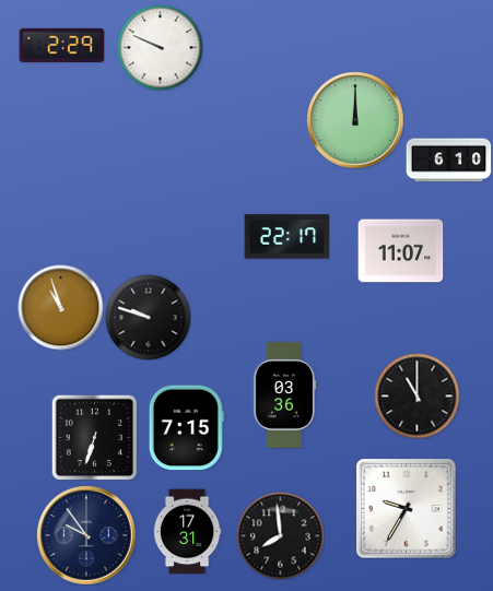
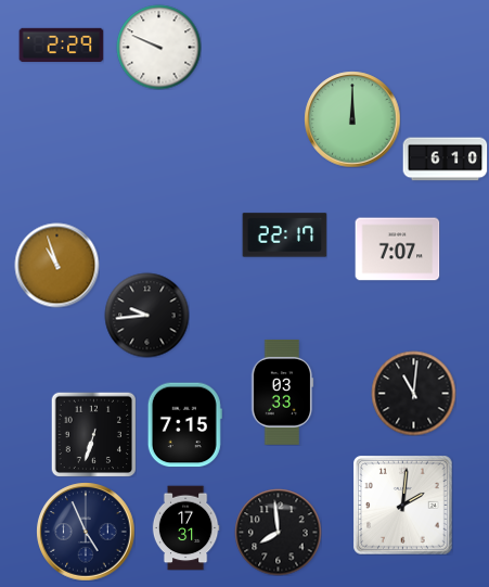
clock at (400, 251): 11:07 -> 7:07
clock at (60, 307) position: (60, 307) -> (56, 265)
clock at (148, 317): 9:48 -> 9:44
clock at (284, 394): 03:36 -> 03:33
clock at (416, 395): 11:00 -> 11:01
clock at (407, 509): 9:35 -> 2:01
clock at (86, 535): 9:54 -> 4:56
